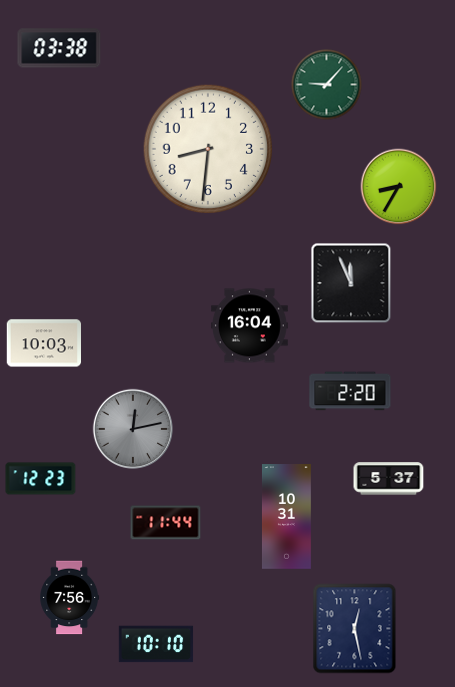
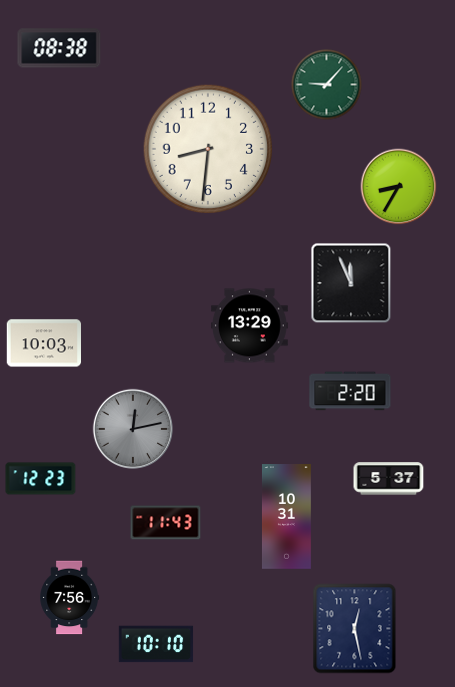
clock at (59, 48): 03:38 -> 08:38
clock at (250, 326): 16:04 -> 13:29
clock at (166, 523): 11:44 -> 11:43
